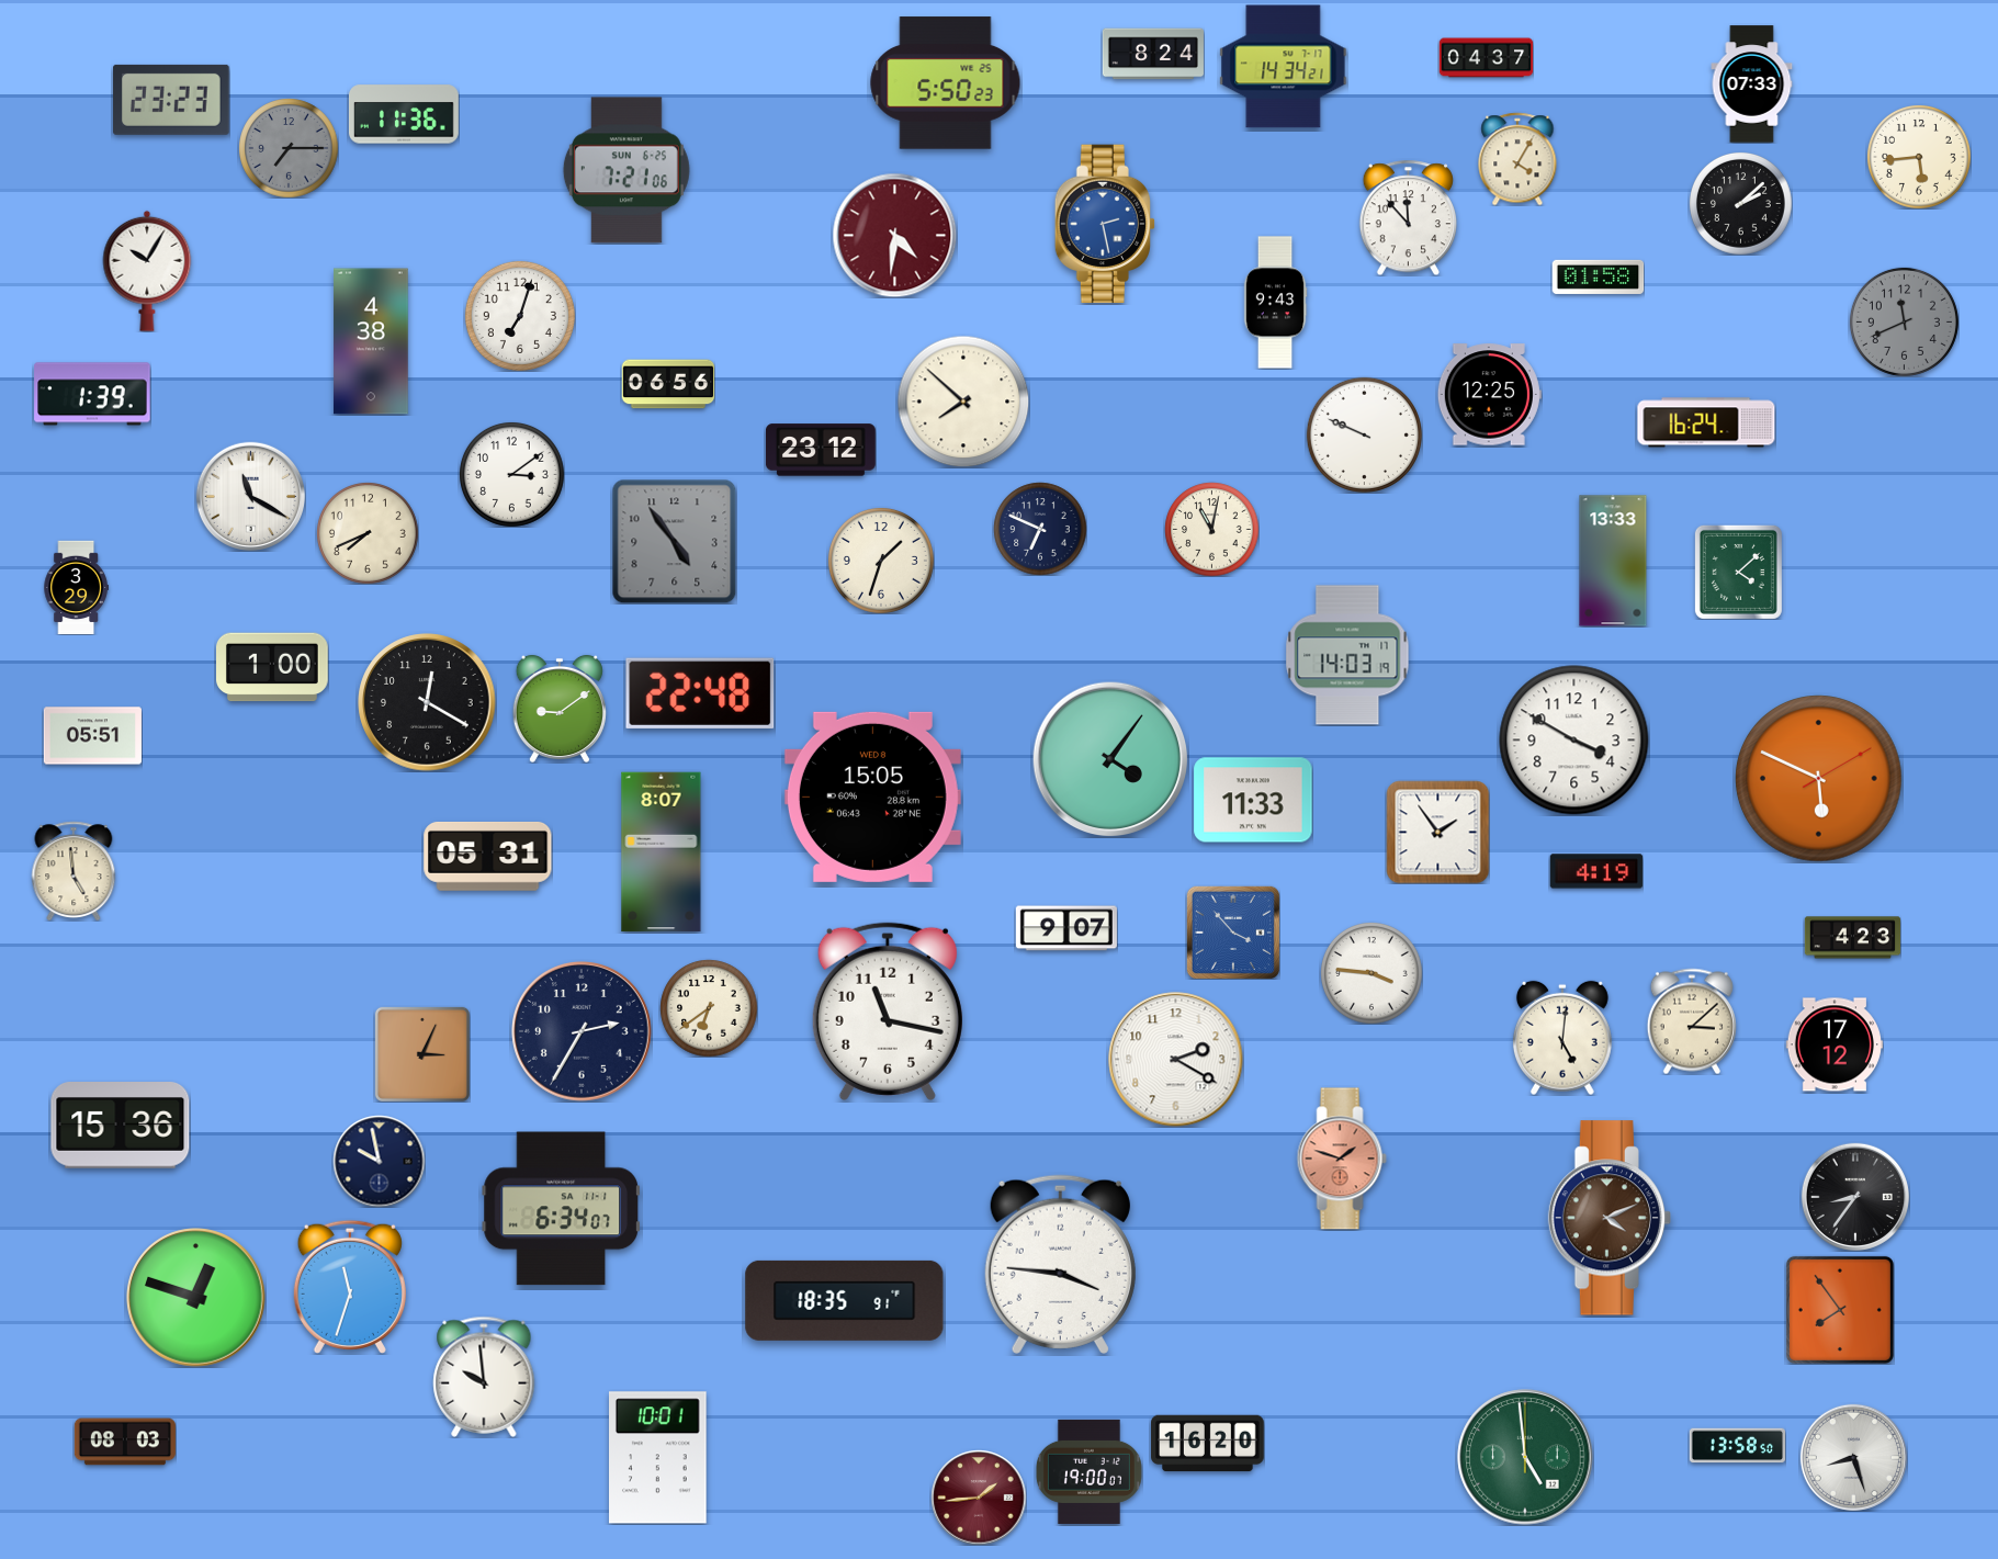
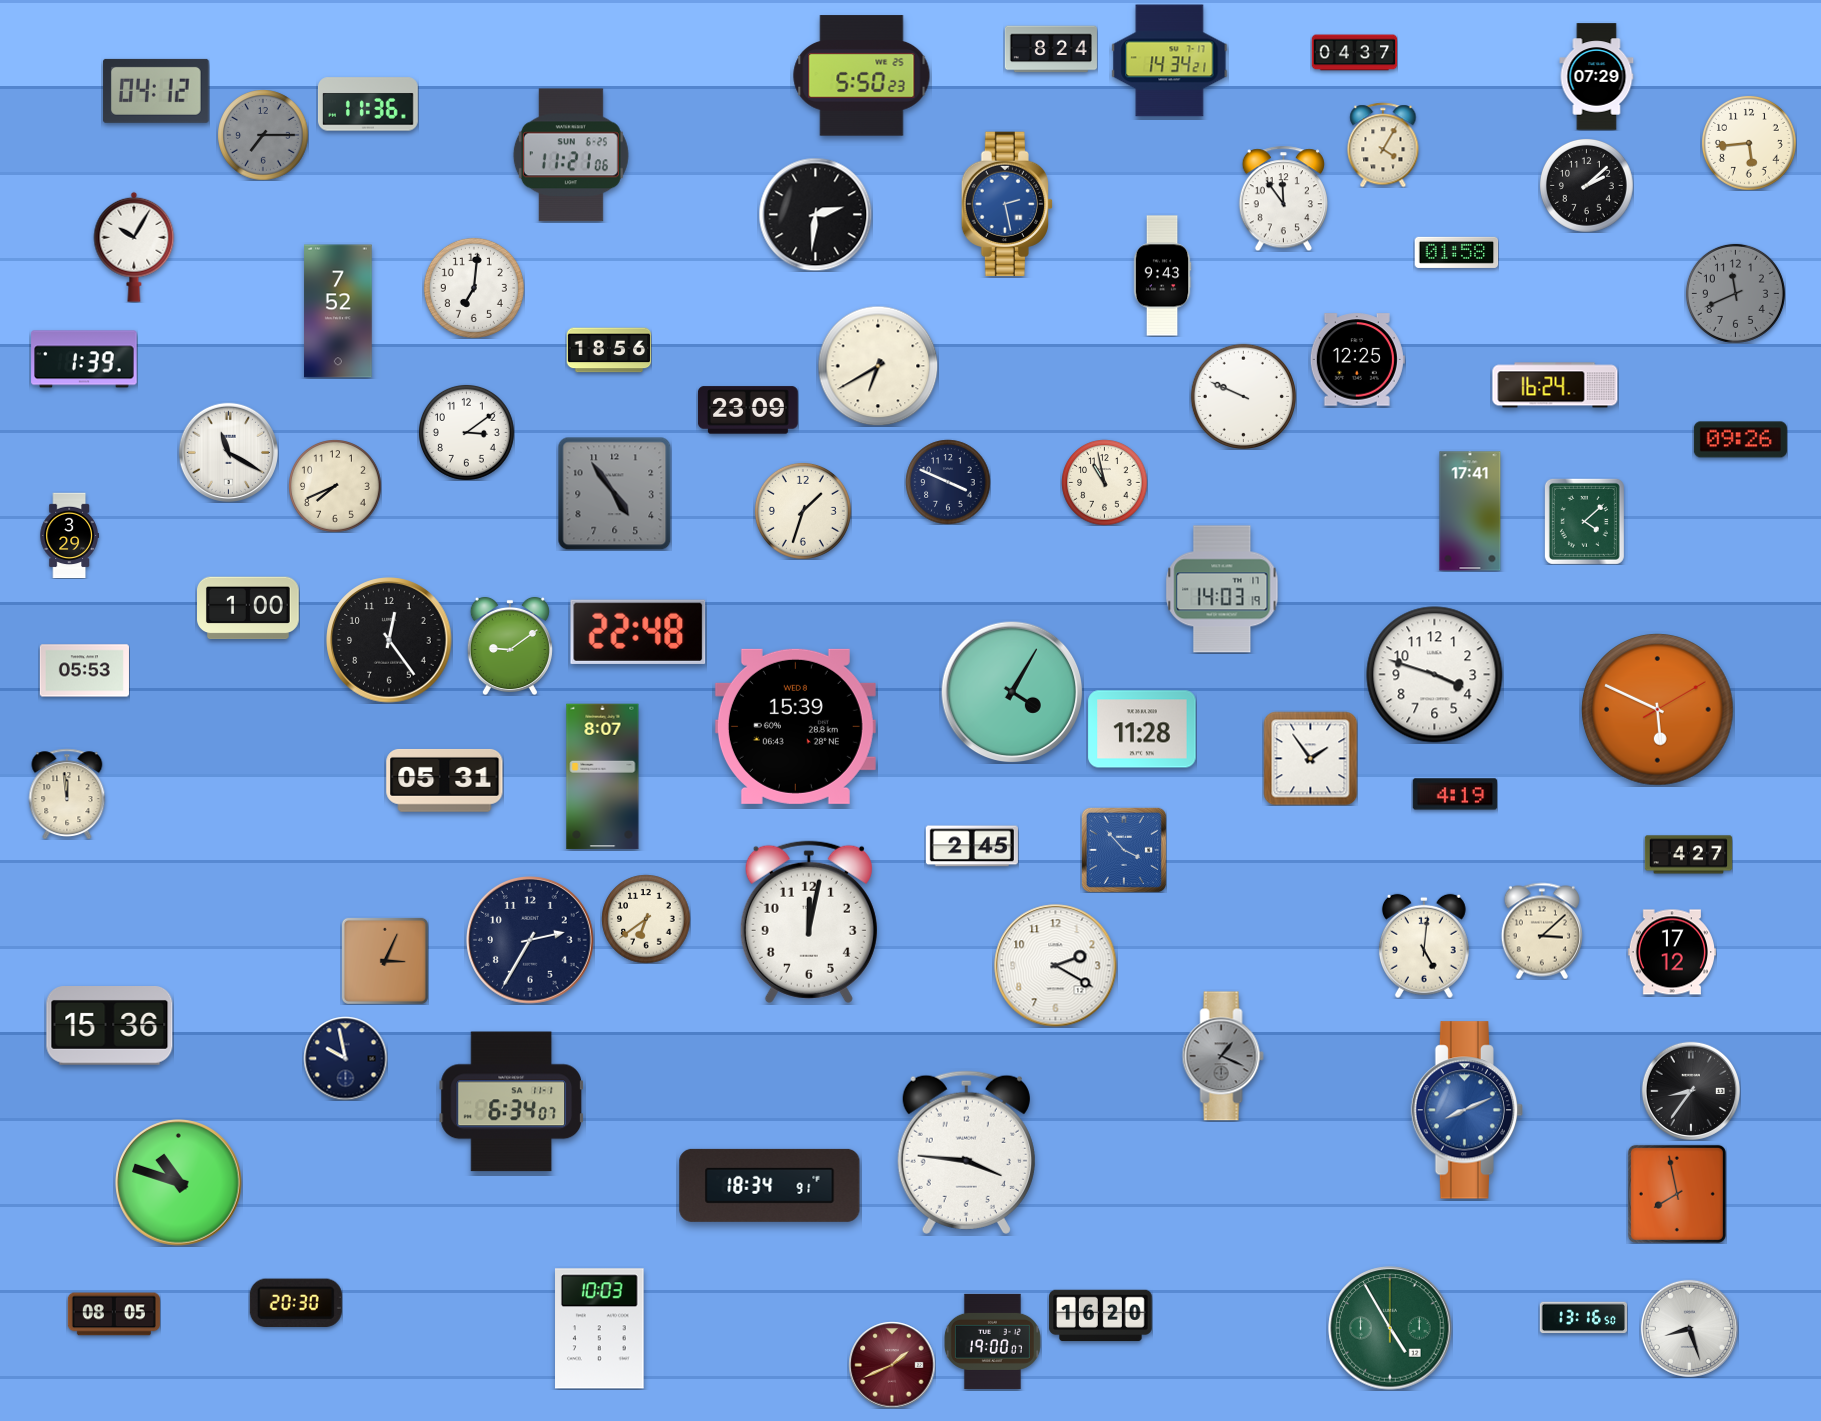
clock at (1752, 84): 07:33 -> 07:29
clock at (171, 100): 23:23 -> 04:12
clock at (627, 170): 7:21 -> 11:21
clock at (1408, 217): 11:53 -> 11:54
clock at (894, 235): 4:31 -> 2:31
clock at (894, 235) dial: burgundy -> black
clock at (520, 316): 7:03 -> 7:01
clock at (371, 341): 4:38 -> 7:52
clock at (668, 384): 06:56 -> 18:56
clock at (963, 402): 7:52 -> 6:40
clock at (821, 450): 23:12 -> 23:09
clock at (1740, 440): none -> 09:26
clock at (1040, 529): 6:49 -> 3:49
clock at (1211, 529): 11:02 -> 10:58
clock at (1613, 561): 13:33 -> 17:41
clock at (1347, 655) position: (1347, 655) -> (1222, 589)
clock at (427, 702): 12:20 -> 12:24
clock at (92, 736): 05:51 -> 05:53
clock at (1574, 741): 3:50 -> 3:48
clock at (1110, 759): 4:06 -> 4:05
clock at (872, 797): 15:05 -> 15:39
clock at (1253, 800): 11:33 -> 11:28
clock at (74, 871): 4:59 -> 11:59
clock at (1066, 928): 9:07 -> 2:45
clock at (1852, 938): 4:23 -> 4:27
clock at (1371, 973): 3:46 -> none
clock at (888, 1012): 11:17 -> 12:02
clock at (1176, 1060) position: (1176, 1060) -> (1056, 966)
clock at (1342, 1159): 1:48 -> 1:19
clock at (1342, 1159) dial: salmon -> grey
clock at (1610, 1218): 4:11 -> 8:11
clock at (1610, 1218) dial: brown -> blue
clock at (350, 1287): 11:33 -> none
clock at (196, 1298): 12:48 -> 10:48
clock at (845, 1300): 18:35 -> 18:34
clock at (1840, 1310): 7:54 -> 7:58
clock at (484, 1377): 9:59 -> none
clock at (296, 1302): none -> 20:30
clock at (125, 1442): 08:03 -> 08:05
clock at (1737, 1446): 13:58 -> 13:16
clock at (1525, 1457): 4:59 -> 4:55
clock at (658, 1458): 10:01 -> 10:03
clock at (979, 1498): 1:44 -> 1:41
